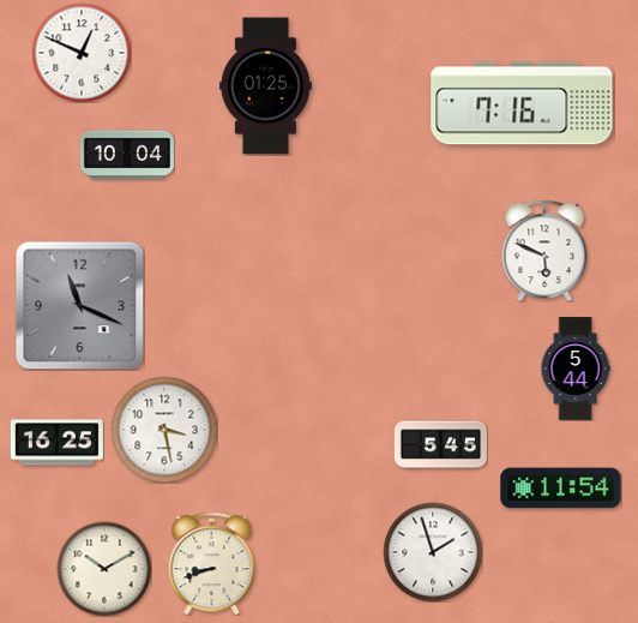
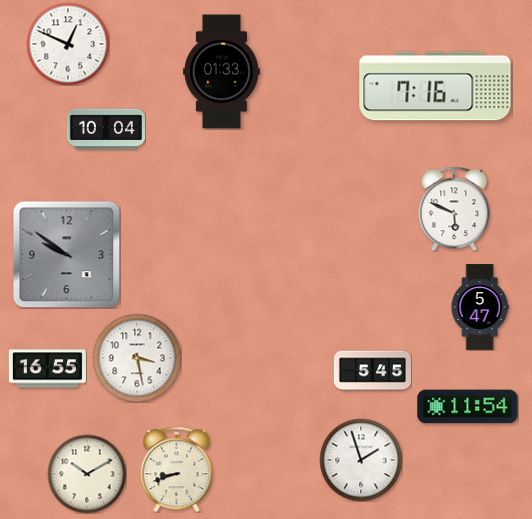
clock at (265, 86): 01:25 -> 01:33
clock at (79, 305): 11:19 -> 9:51
clock at (576, 369): 5:44 -> 5:47
clock at (56, 443): 16:25 -> 16:55
clock at (440, 445) position: (440, 445) -> (372, 371)
